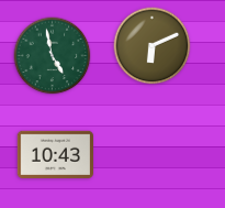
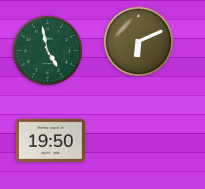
clock at (55, 154): 10:43 -> 19:50
